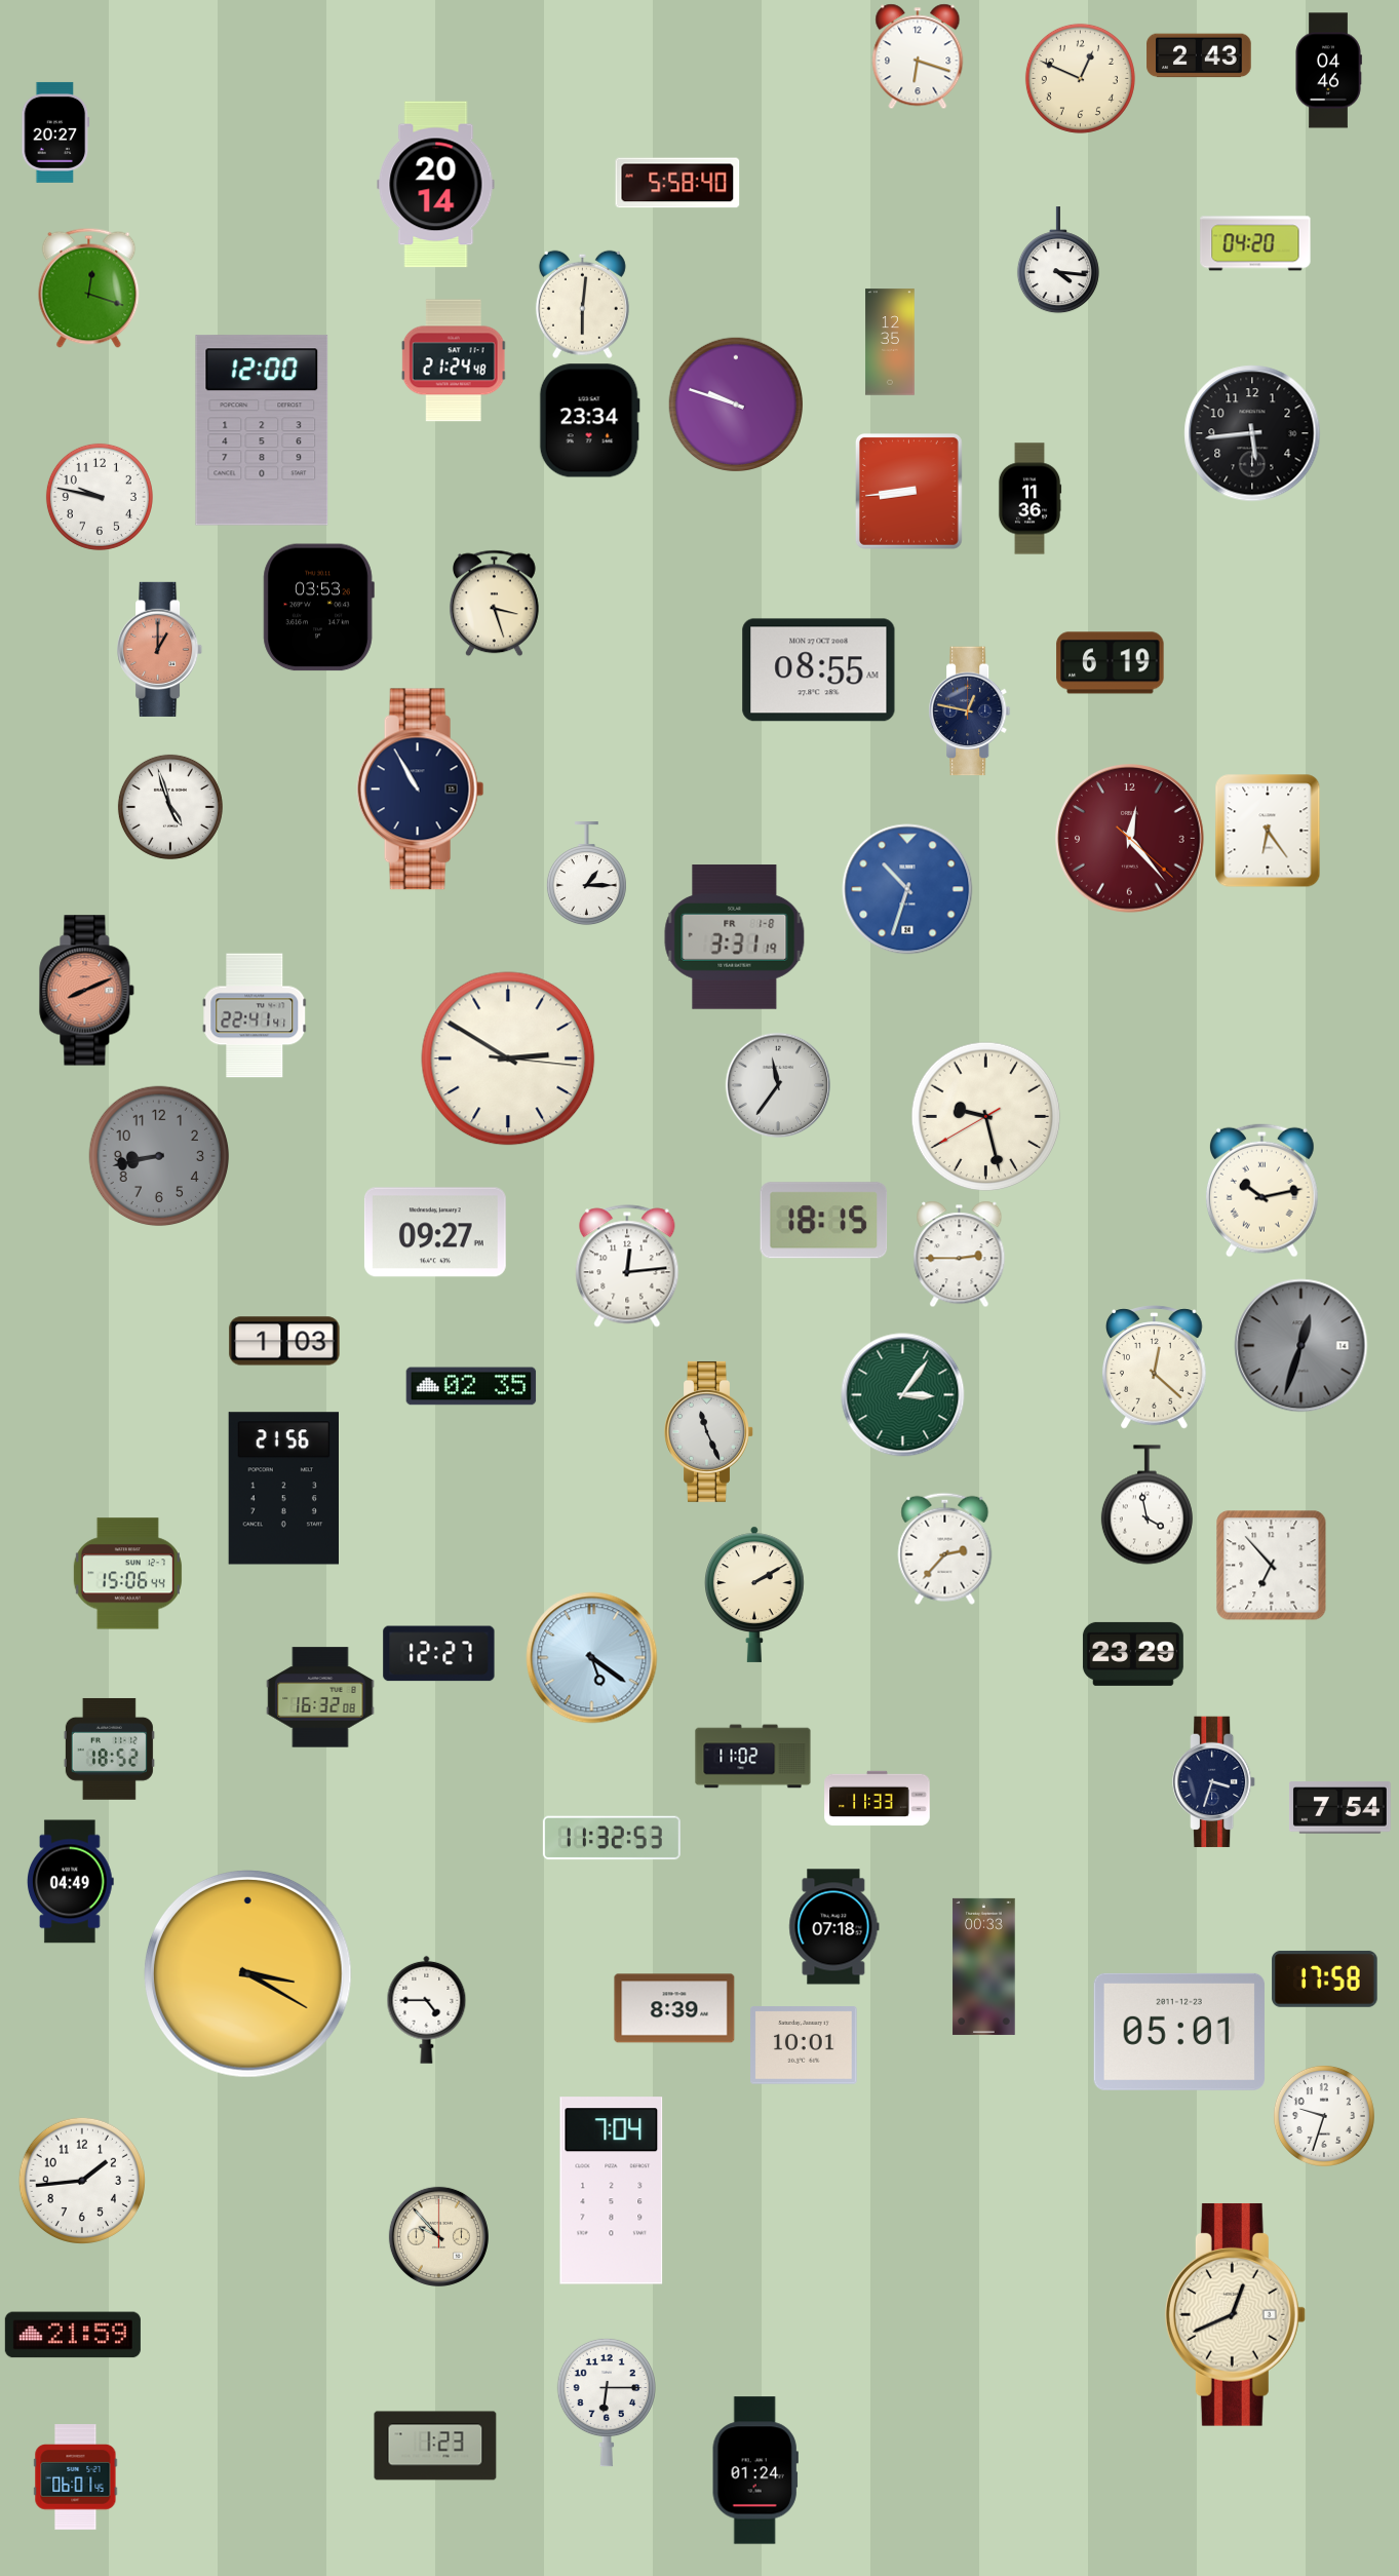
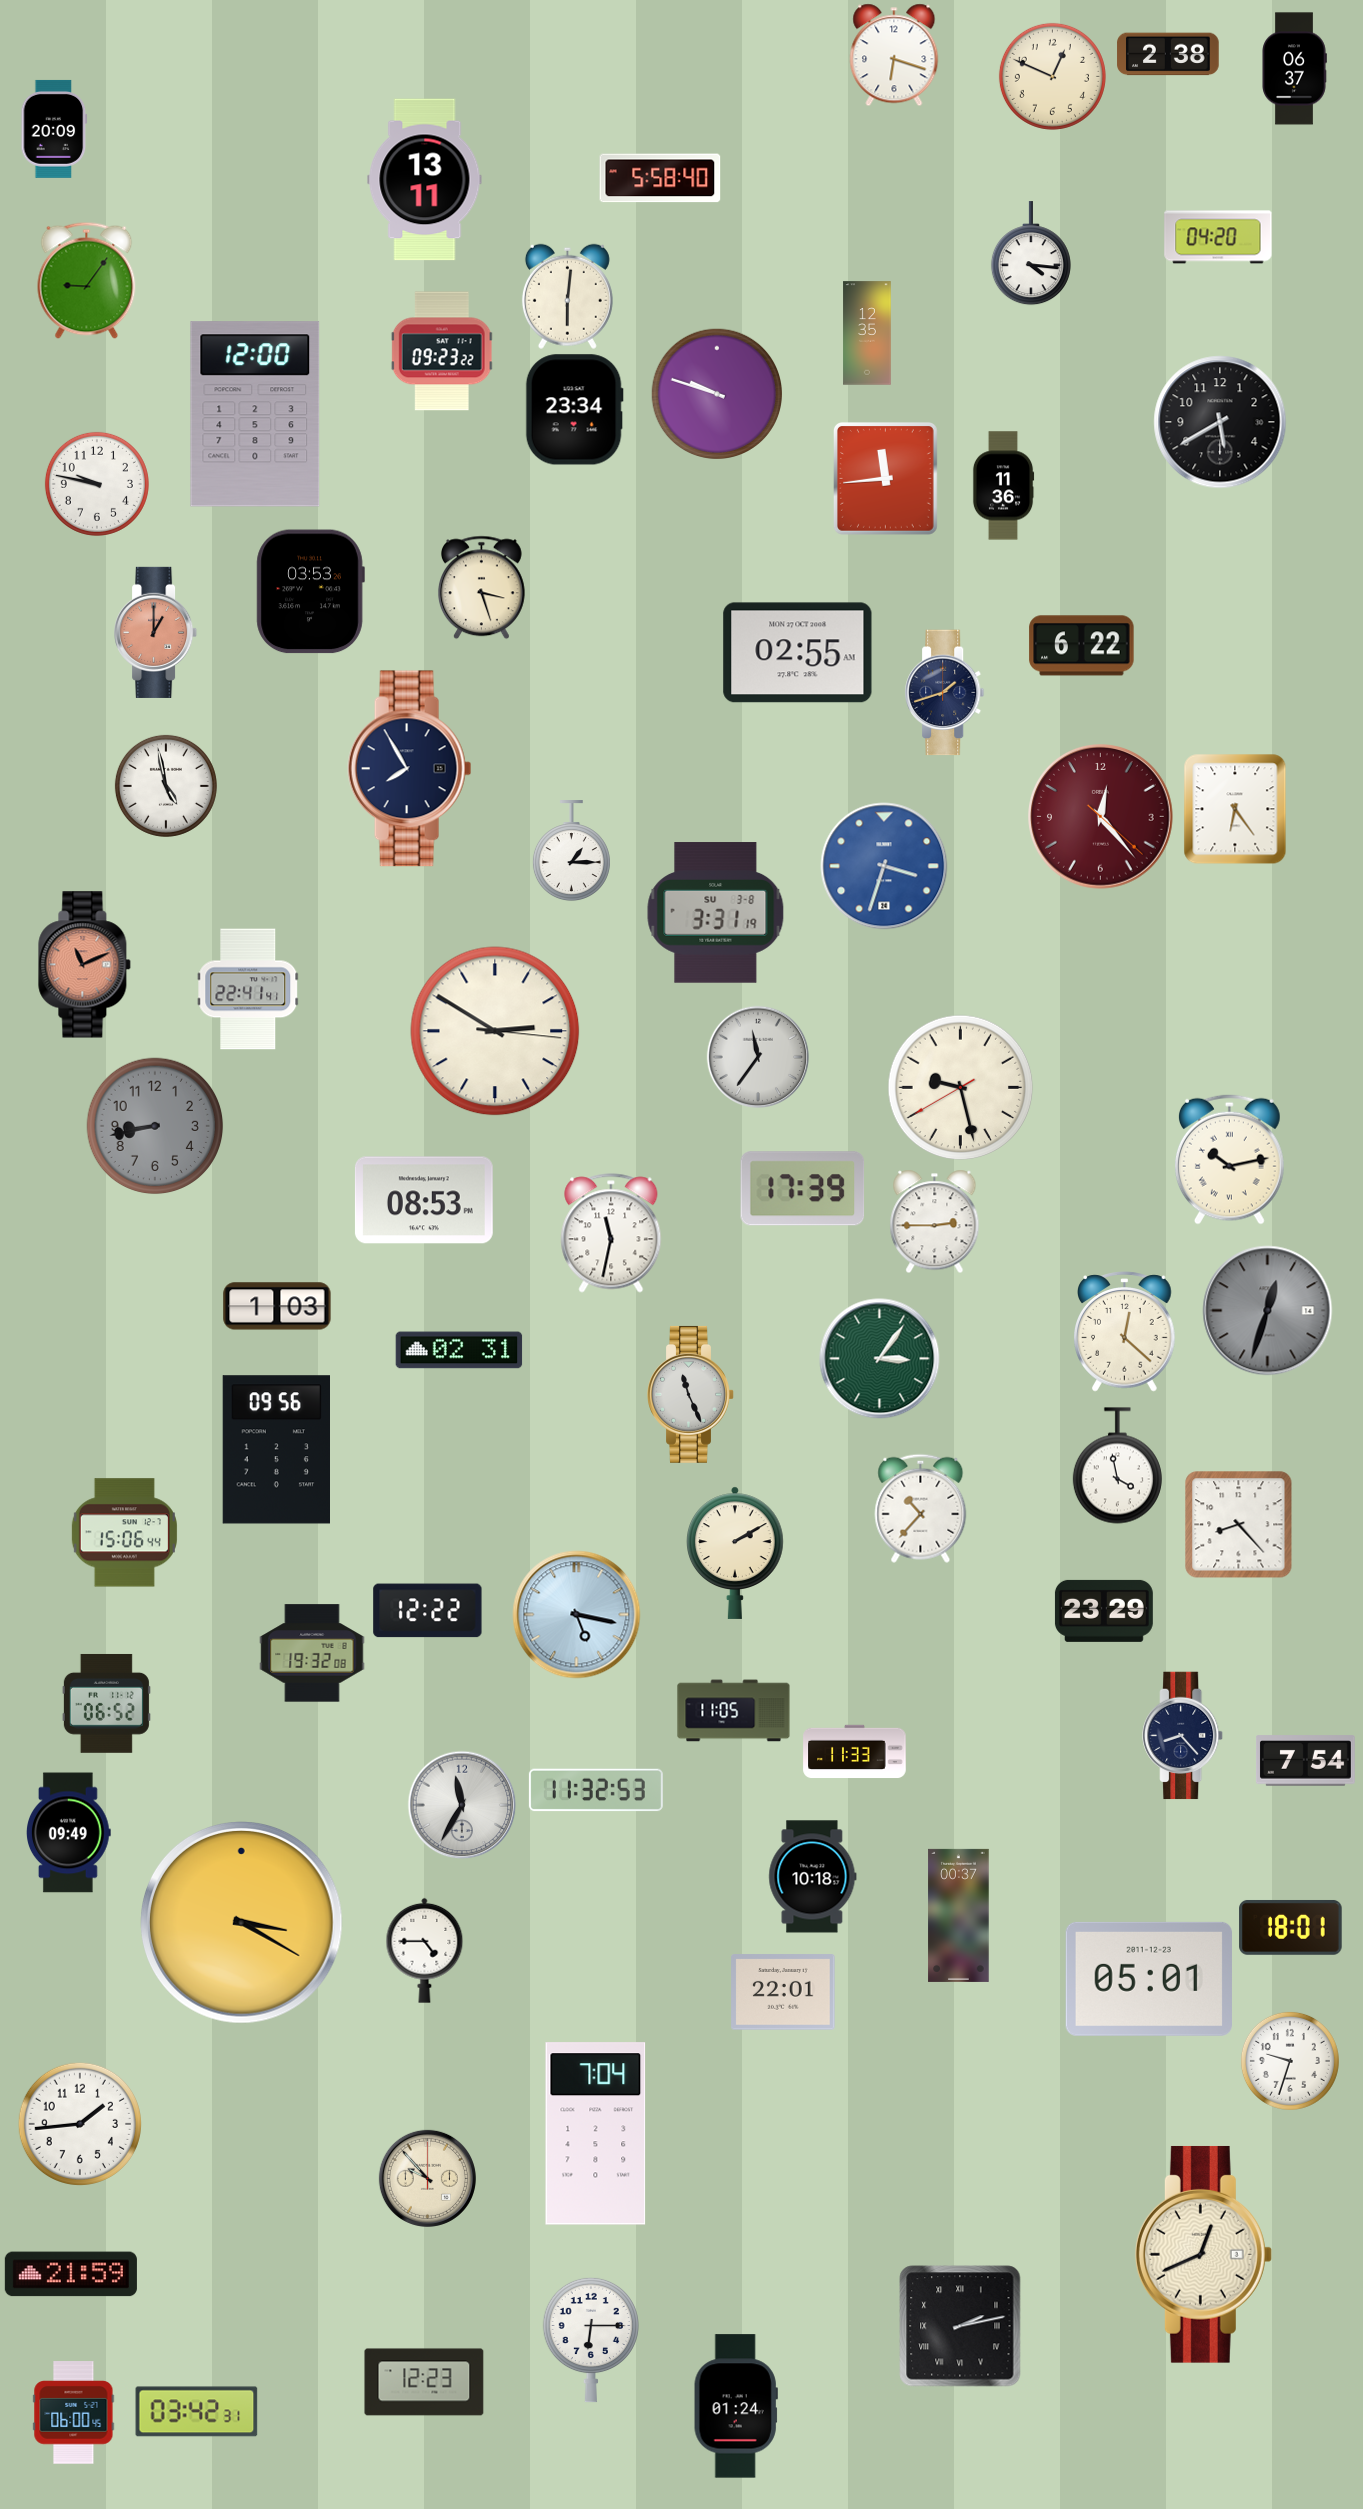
clock at (1199, 55): 2:43 -> 2:38
clock at (1328, 71): 04:46 -> 06:37
clock at (55, 132): 20:27 -> 20:09
clock at (436, 185): 20:14 -> 13:11
clock at (1255, 243) position: (1255, 243) -> (1218, 237)
clock at (89, 287): 12:18 -> 9:06
clock at (454, 360): 21:24 -> 09:23
clock at (262, 430) position: (262, 430) -> (255, 414)
clock at (1252, 433): 5:44 -> 5:40
clock at (909, 492): 8:44 -> 11:44
clock at (1111, 663): 6:19 -> 6:22
clock at (819, 670): 08:55 -> 02:55
clock at (970, 712): 12:47 -> 1:42
clock at (421, 790): 10:55 -> 7:55
clock at (170, 807): 4:57 -> 4:58
clock at (907, 889): 10:33 -> 3:33
clock at (735, 937) date: FR 1-8 -> SU 3-8
clock at (87, 991): 8:11 -> 11:11
clock at (824, 1221): 18:15 -> 17:39
clock at (435, 1232): 09:27 -> 08:53
clock at (627, 1266): 12:14 -> 11:32
clock at (471, 1386): 02:35 -> 02:31
clock at (283, 1489): 21:56 -> 09:56
clock at (945, 1548): 2:37 -> 10:37
clock at (1272, 1566): 6:53 -> 8:23
clock at (439, 1654): 12:27 -> 12:22
clock at (592, 1658): 5:21 -> 5:17
clock at (320, 1697): 16:32 -> 19:32
clock at (109, 1748): 18:52 -> 06:52
clock at (753, 1757): 11:02 -> 11:05
clock at (1214, 1782): 3:33 -> 8:23
clock at (462, 1805): none -> 11:35
clock at (71, 1882): 04:49 -> 09:49
clock at (834, 1927): 07:18 -> 10:18
clock at (984, 1966): 00:33 -> 00:37
clock at (1325, 1978): 17:58 -> 18:01
clock at (674, 2008): 8:39 -> none
clock at (427, 2009) position: (427, 2009) -> (425, 1950)
clock at (804, 2045): 10:01 -> 22:01
clock at (960, 2326): none -> 2:13
clock at (435, 2446): 1:23 -> 12:23
clock at (197, 2412): none -> 03:42
clock at (76, 2477): 06:01 -> 06:00
